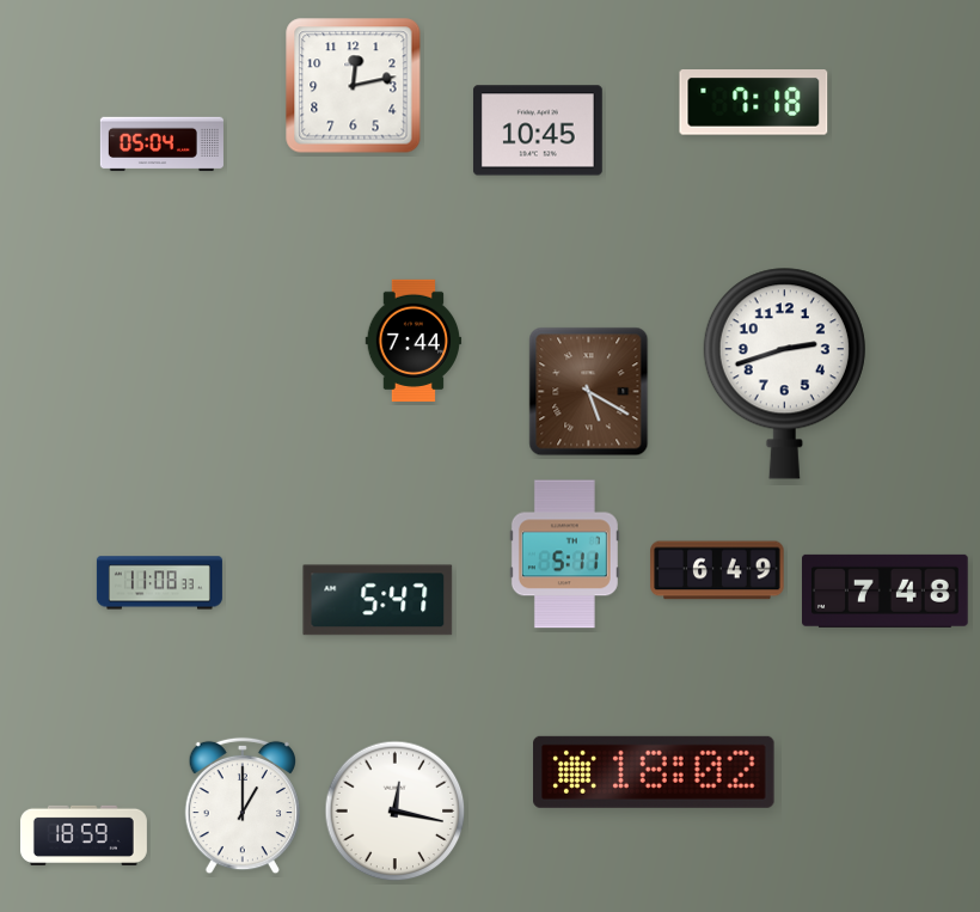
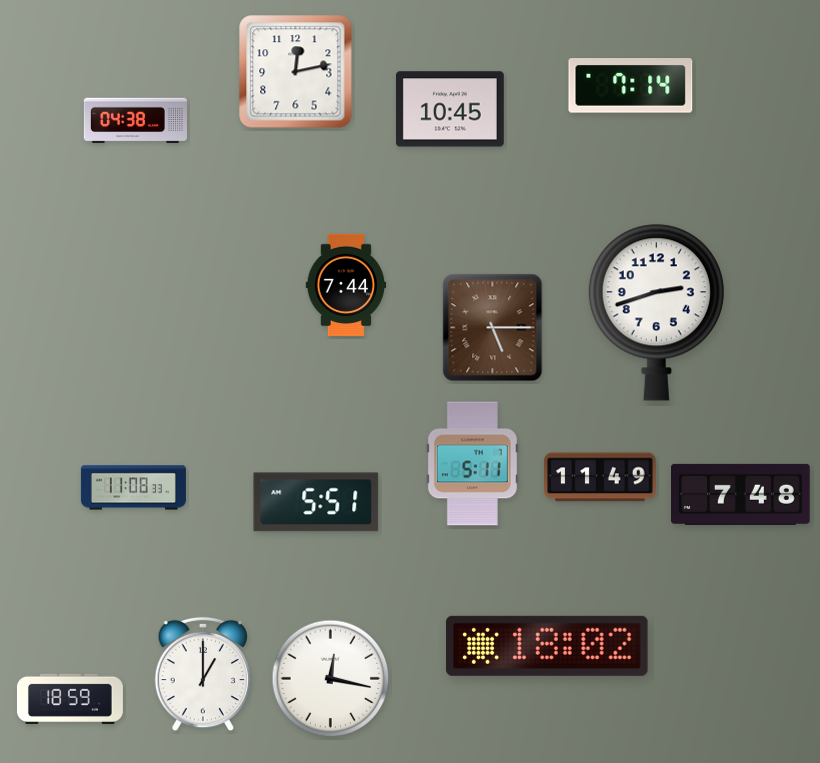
clock at (754, 103): 7:18 -> 7:14
clock at (161, 145): 05:04 -> 04:38
clock at (589, 392): 5:20 -> 5:15
clock at (717, 570): 6:49 -> 11:49
clock at (378, 600): 5:47 -> 5:51
